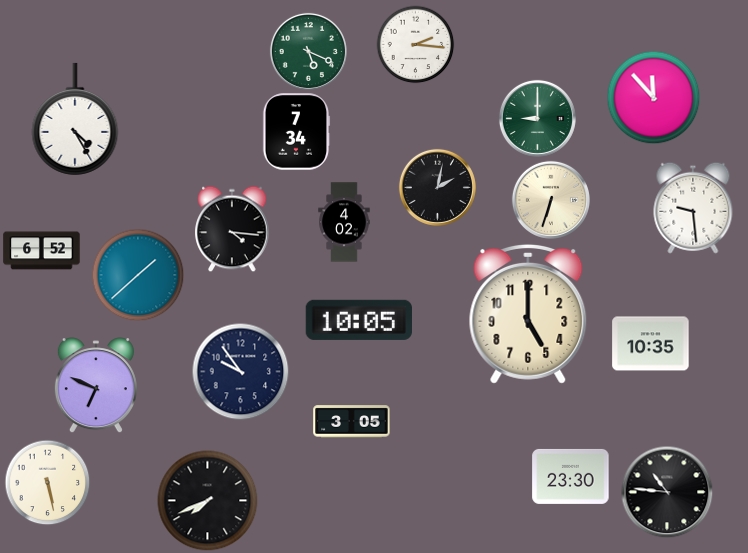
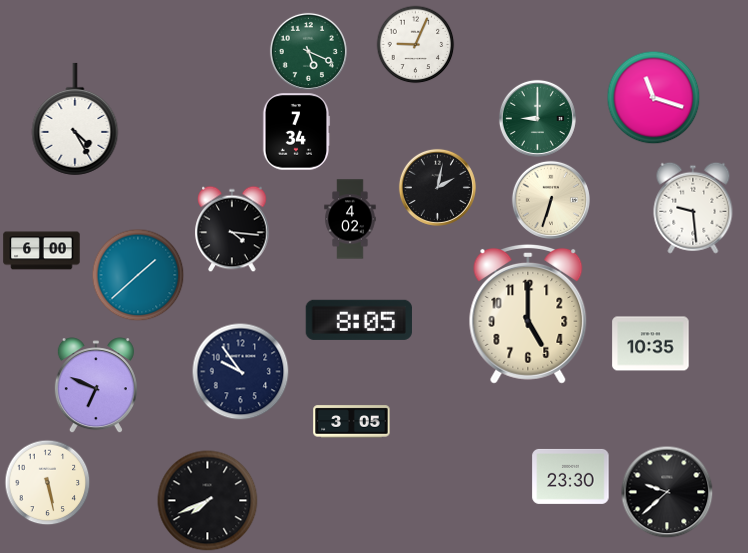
clock at (415, 44): 2:16 -> 9:04
clock at (653, 97): 11:53 -> 11:18
clock at (344, 222) position: (344, 222) -> (350, 219)
clock at (42, 251): 6:52 -> 6:00
clock at (359, 320): 10:05 -> 8:05
clock at (667, 492): 10:46 -> 9:38
